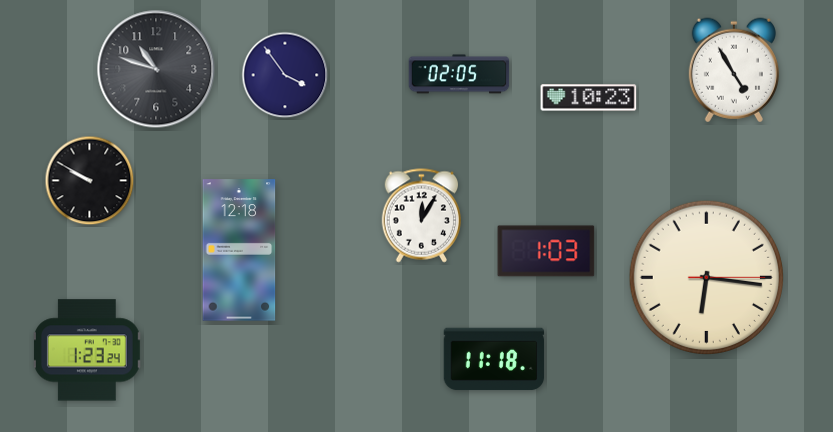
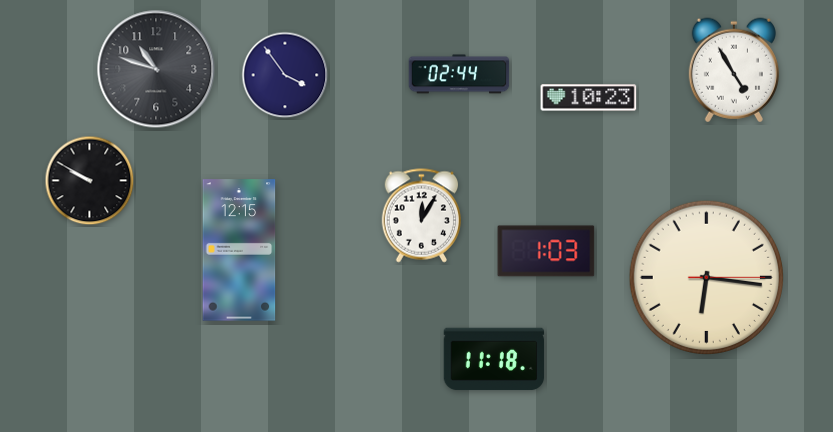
clock at (459, 74): 02:05 -> 02:44
clock at (239, 250): 12:18 -> 12:15
clock at (87, 350): 1:23 -> none
